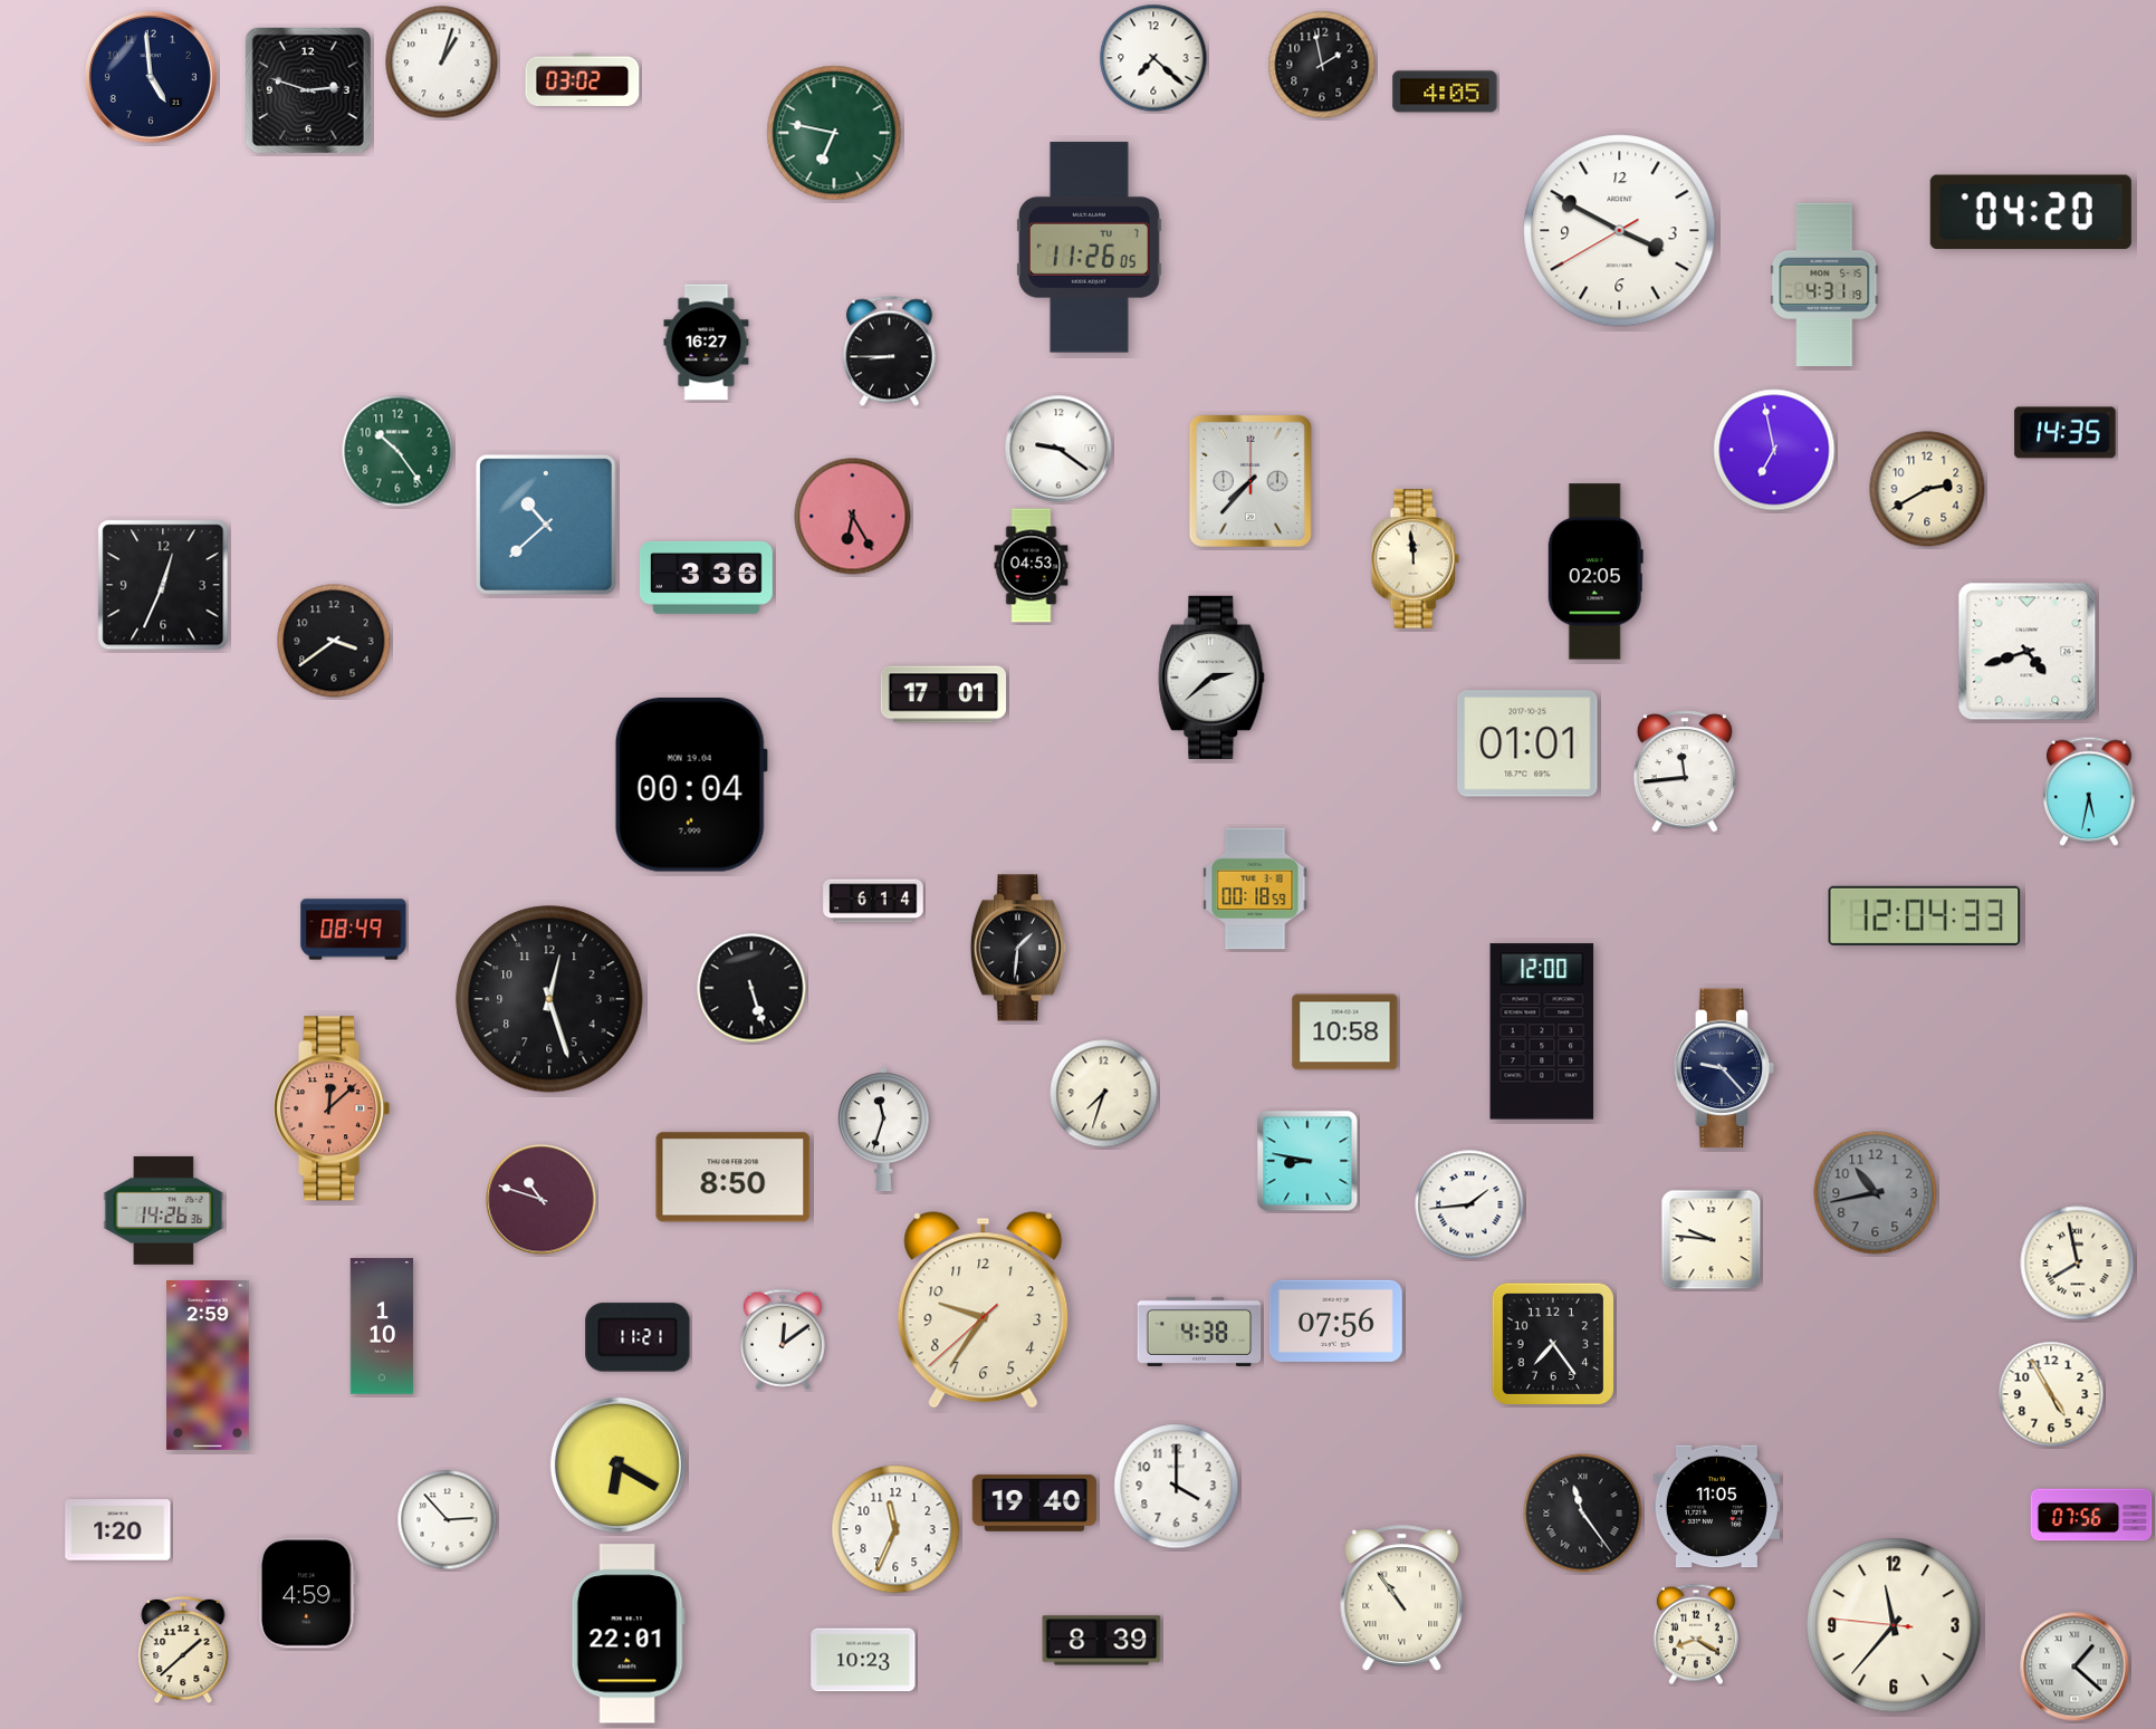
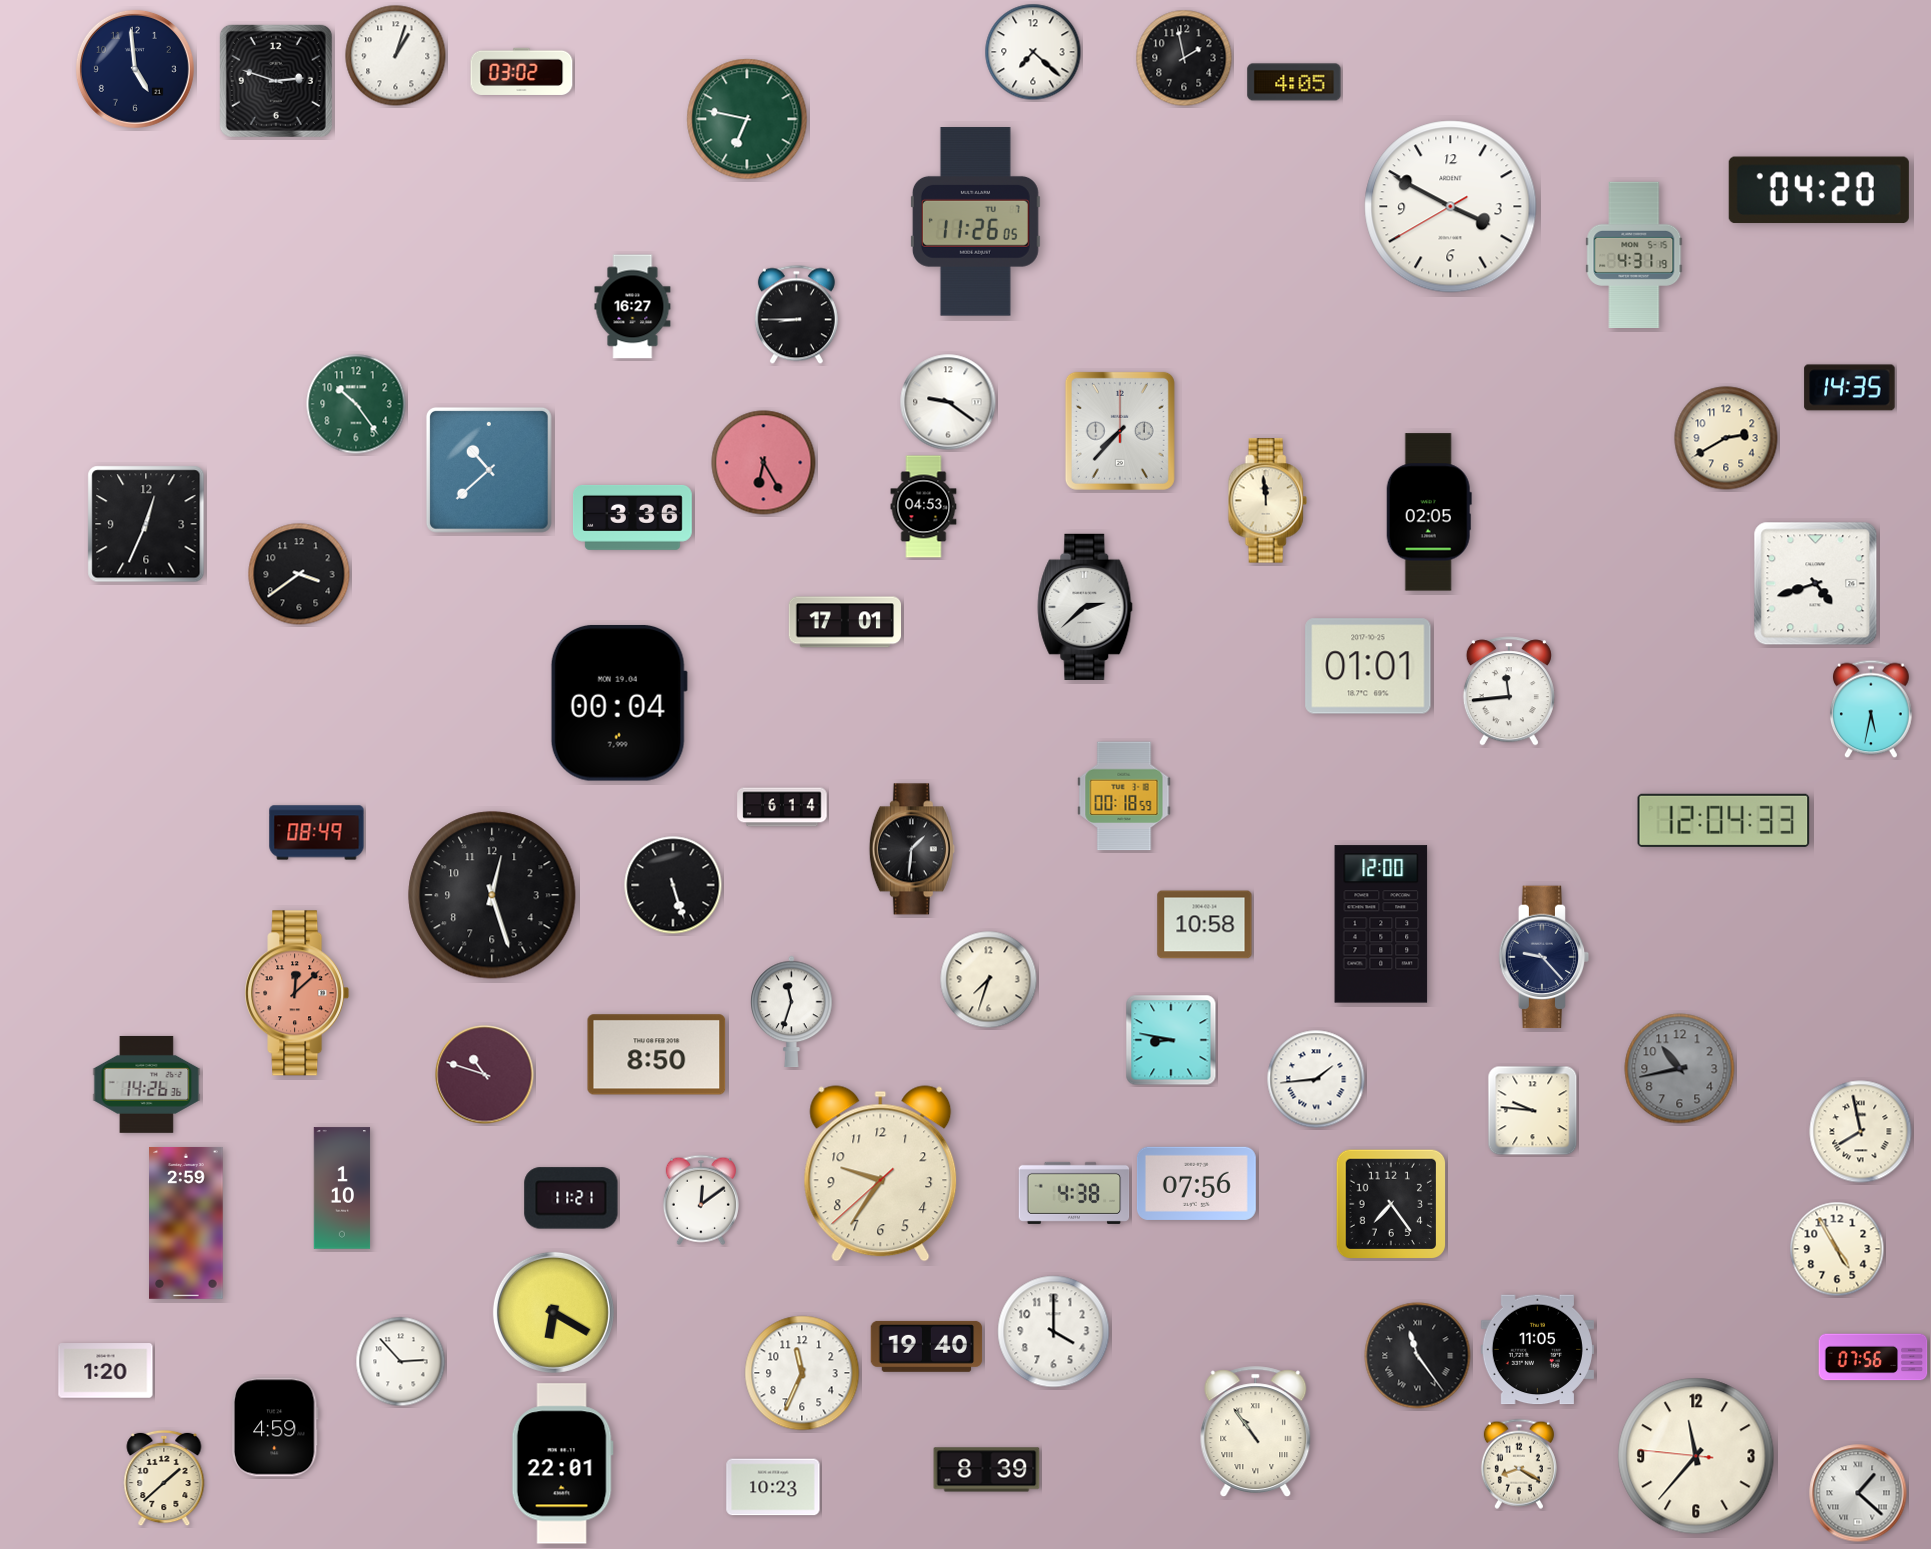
clock at (1774, 450): 6:58 -> none
clock at (895, 1529) position: (895, 1529) -> (802, 1373)
